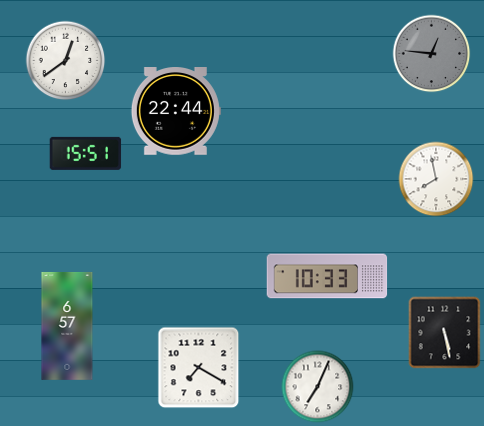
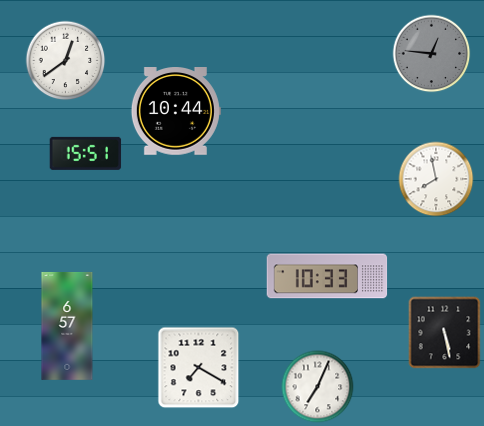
clock at (176, 112): 22:44 -> 10:44
